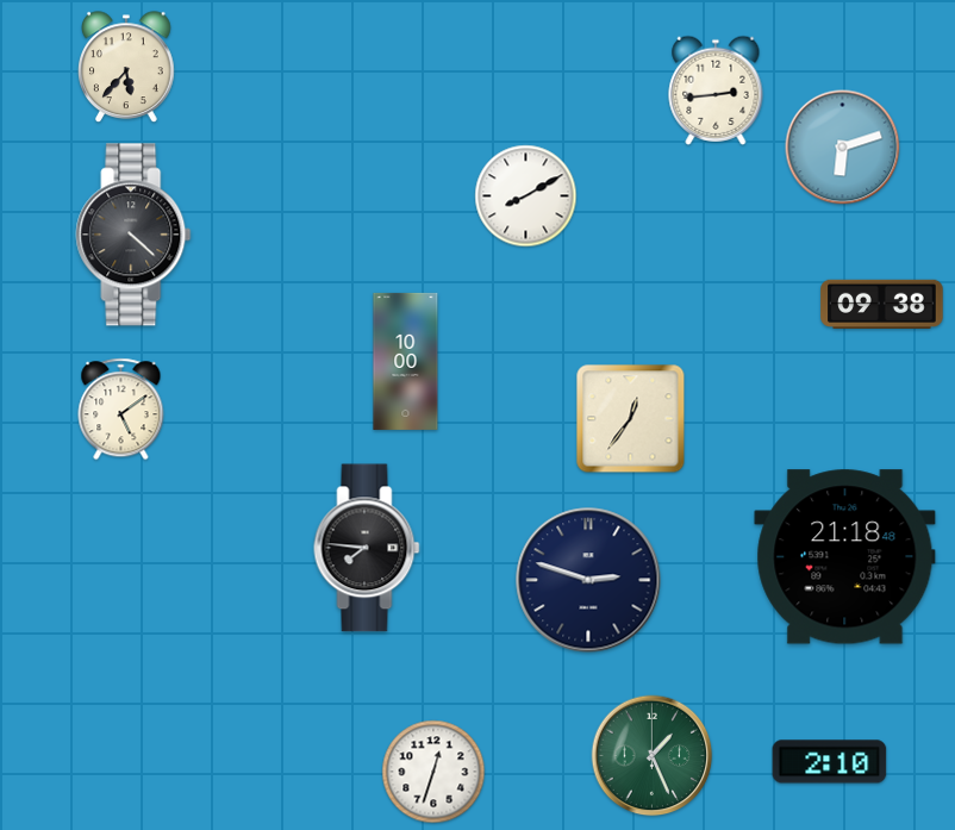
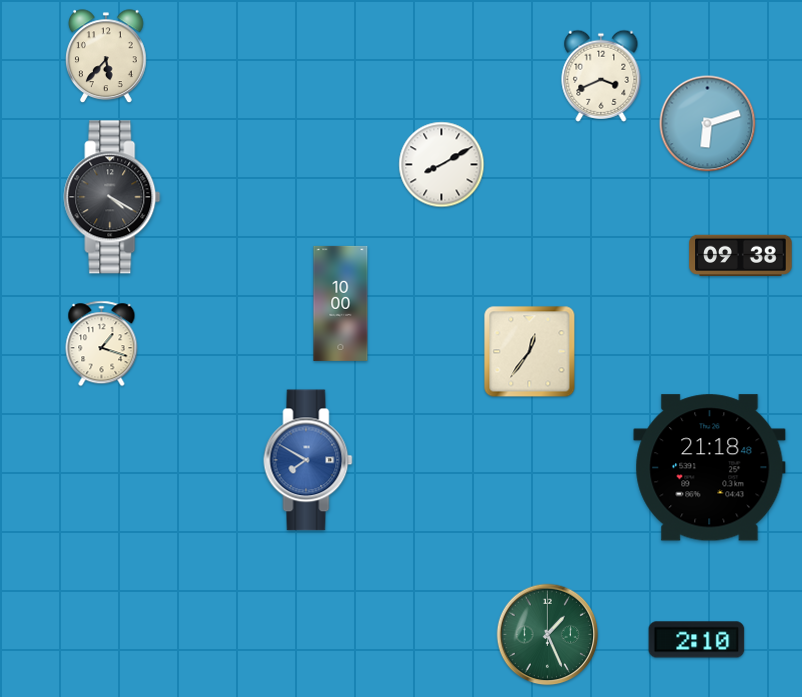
clock at (716, 91): 2:44 -> 3:41
clock at (133, 235): 4:22 -> 4:20
clock at (121, 410): 5:09 -> 1:18
clock at (367, 548): 7:46 -> 7:50
clock at (367, 548) dial: black -> blue
clock at (588, 580): 2:48 -> none
clock at (433, 772): 12:33 -> none
